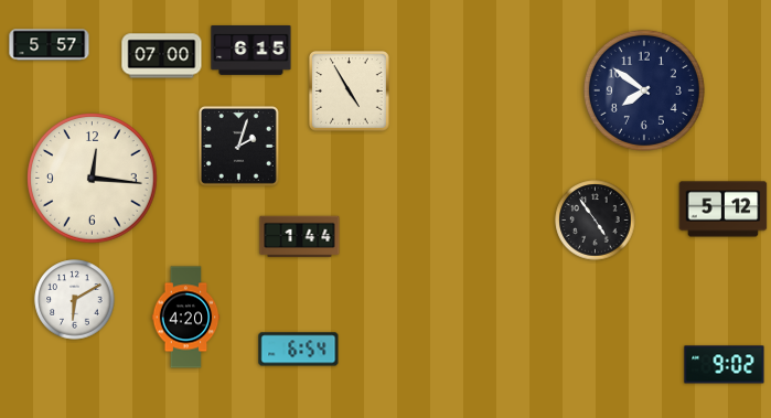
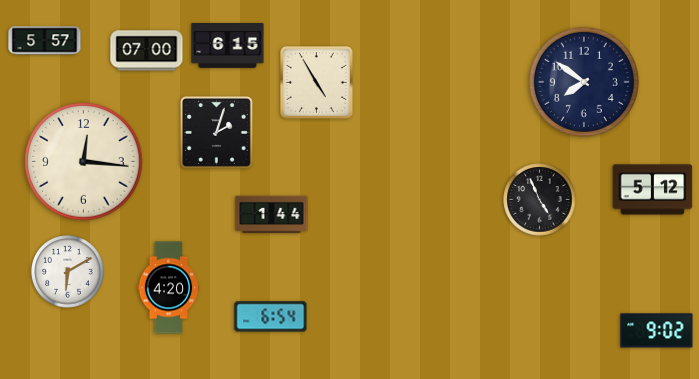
clock at (724, 210) position: (724, 210) -> (653, 190)
clock at (596, 221): 4:54 -> 4:56
